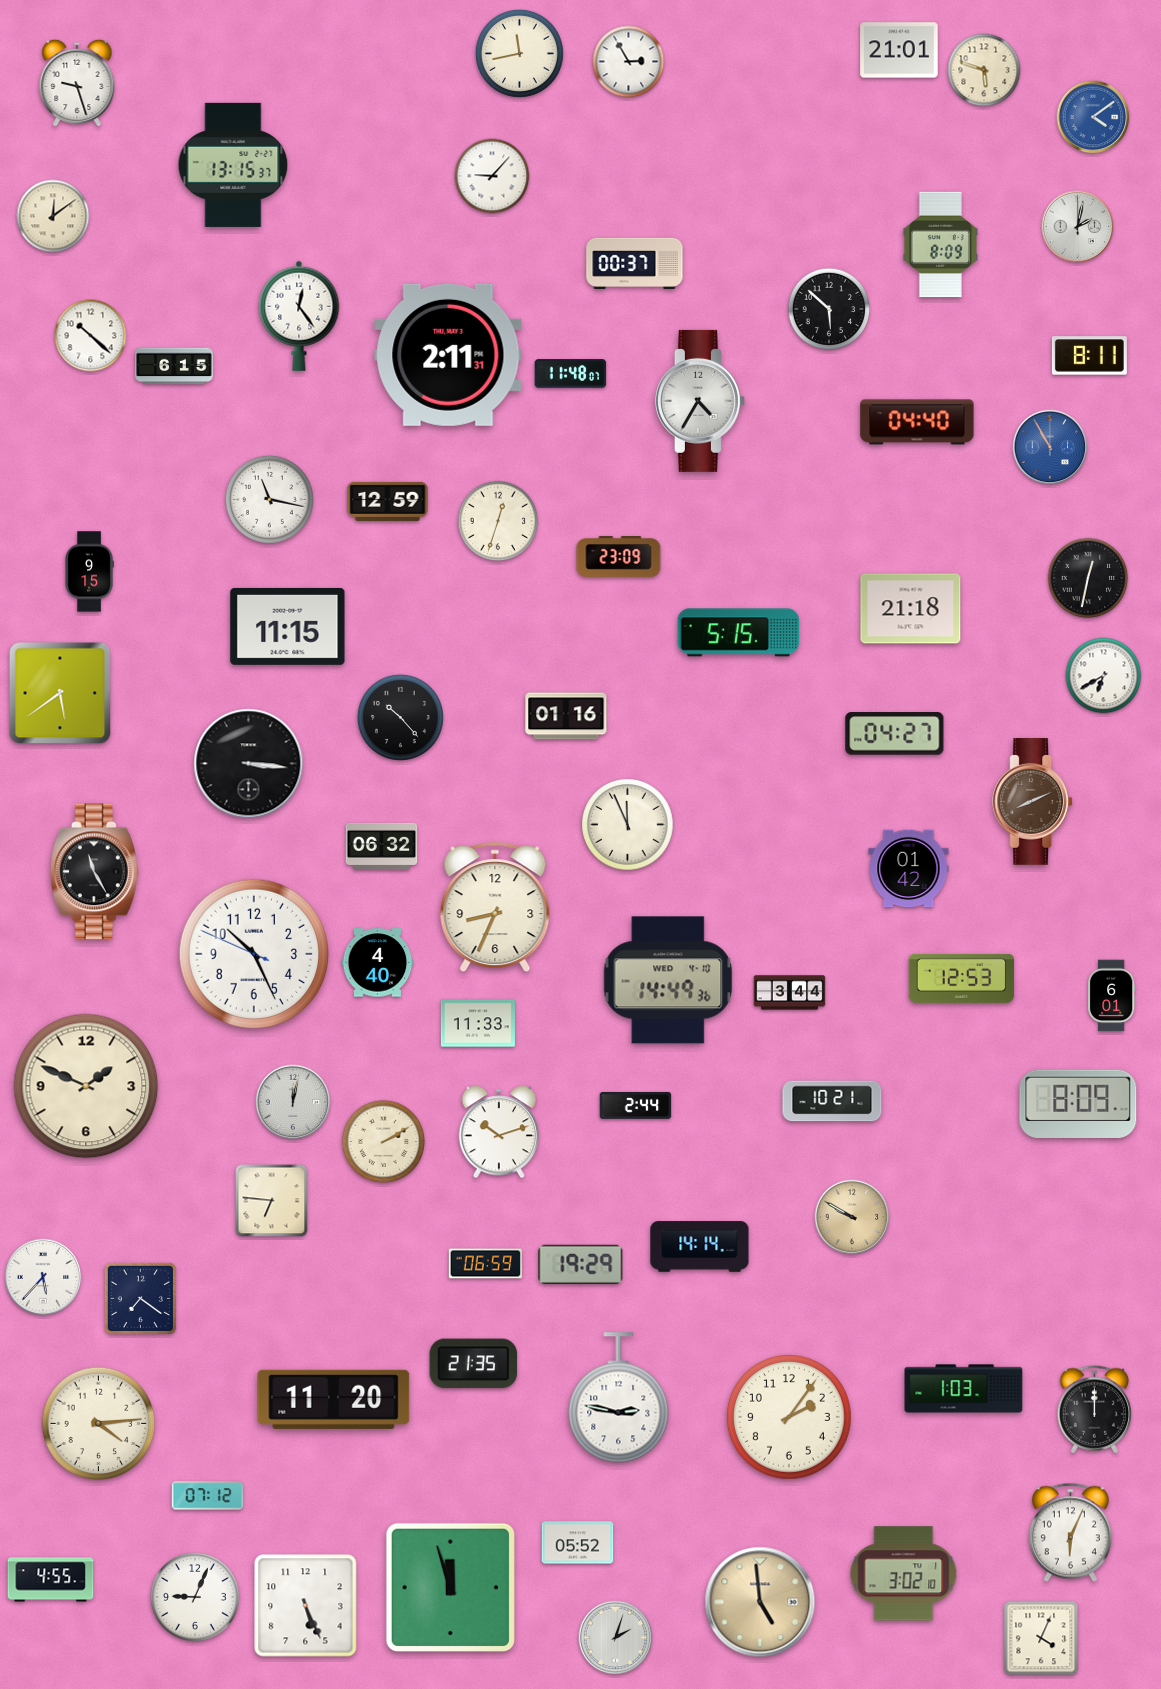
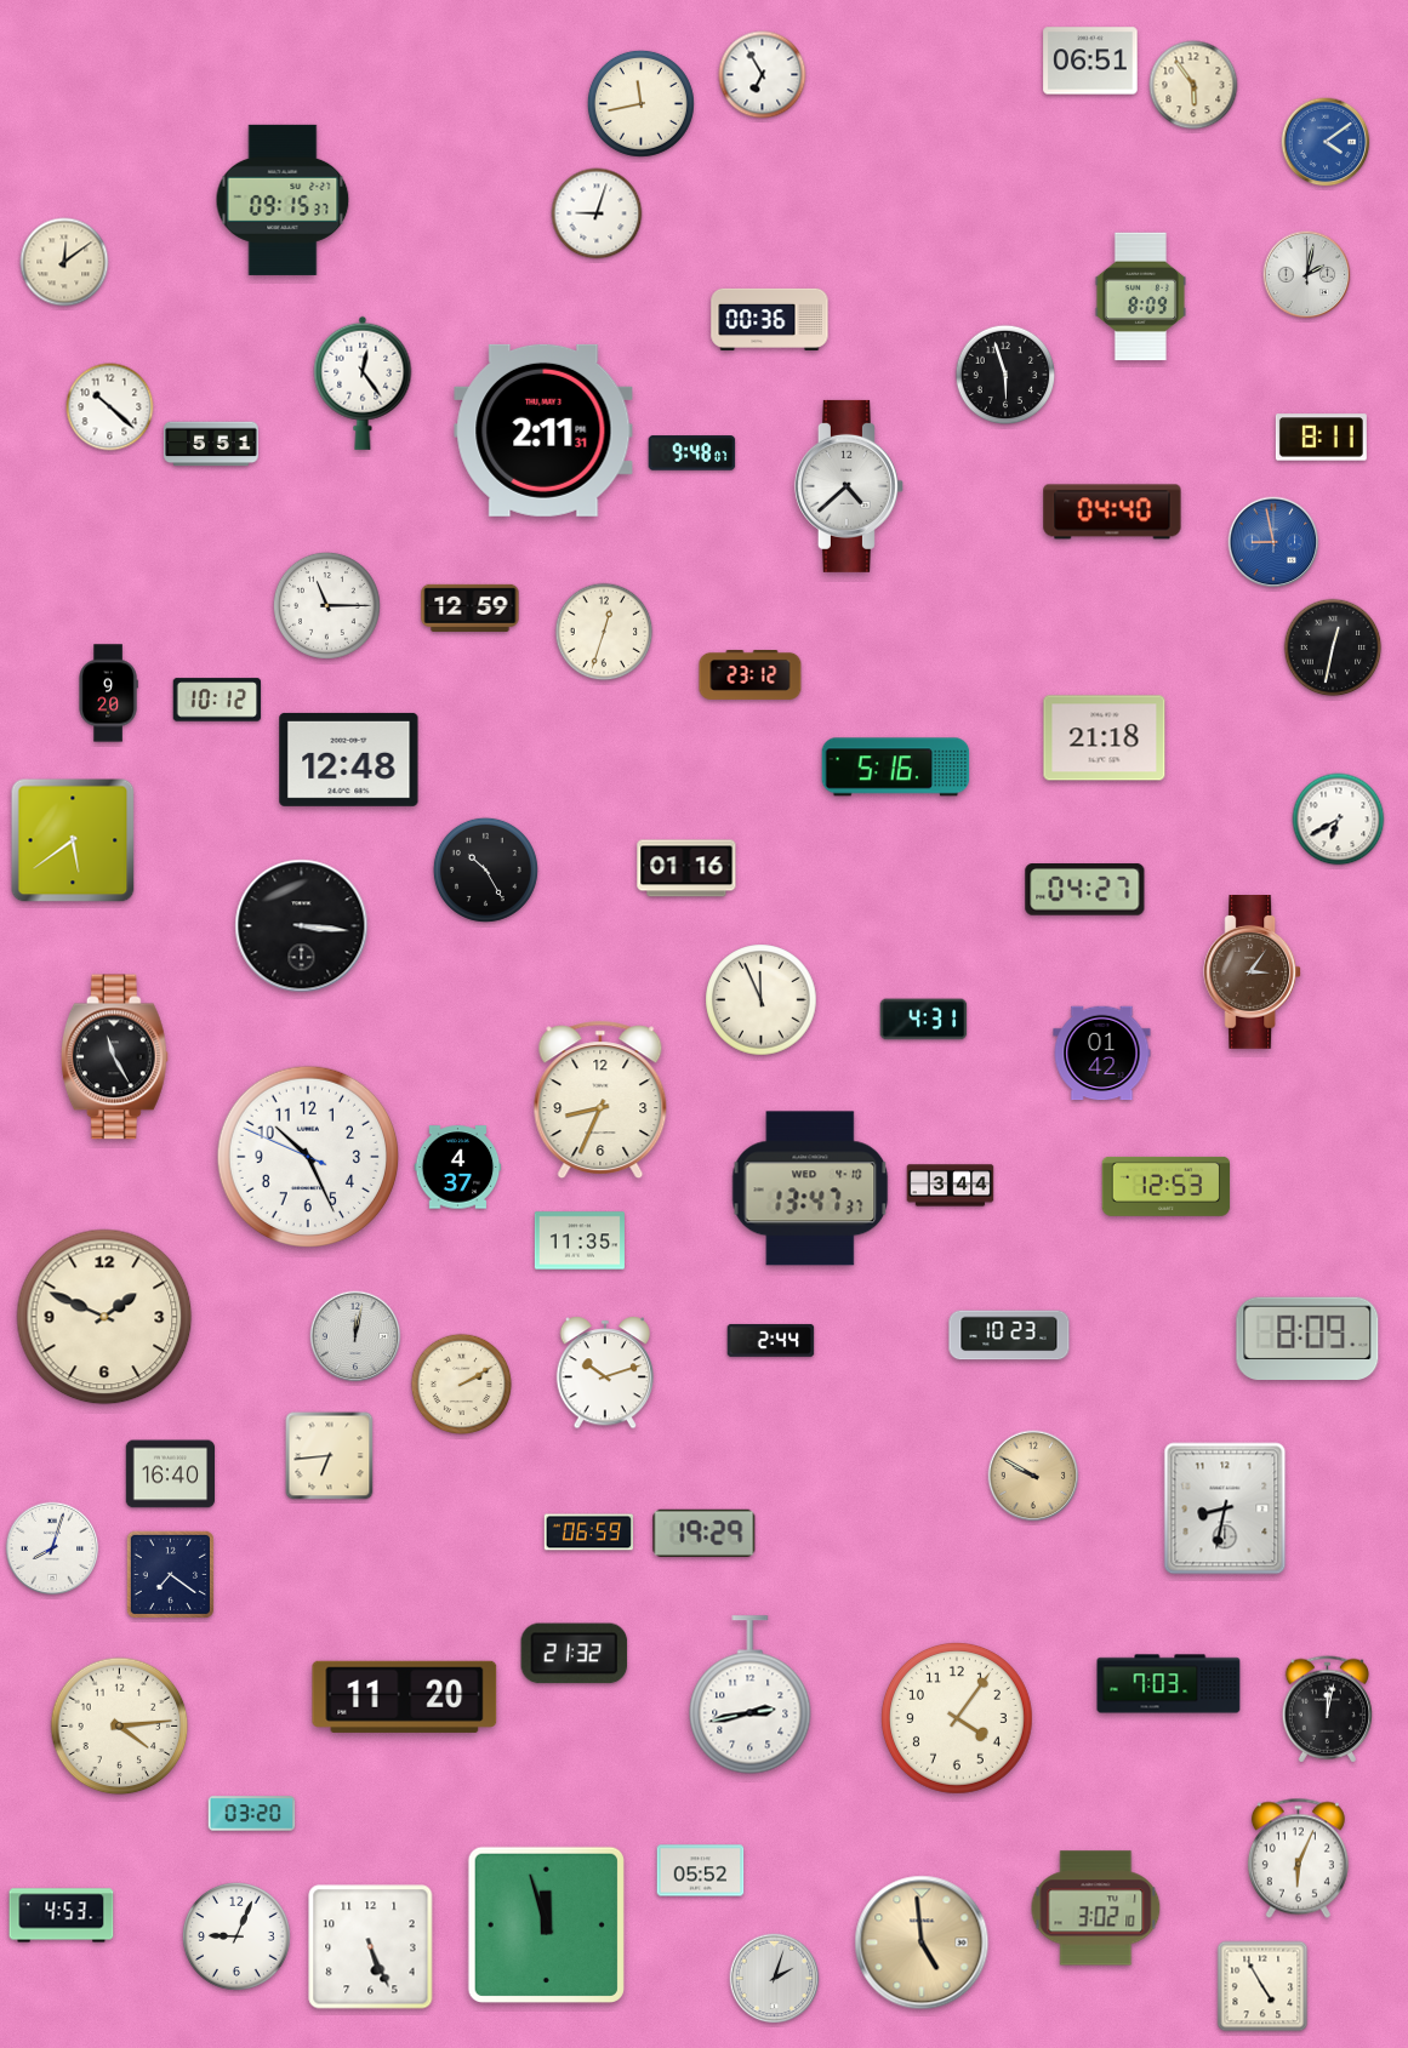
clock at (899, 50): 21:01 -> 06:51
clock at (519, 53) position: (519, 53) -> (640, 103)
clock at (629, 62): 2:55 -> 6:55
clock at (984, 70): 5:48 -> 5:54
clock at (77, 83): 9:27 -> none
clock at (233, 165): 13:15 -> 09:15
clock at (492, 176): 9:07 -> 9:03
clock at (635, 263): 00:37 -> 00:36
clock at (829, 309): 5:52 -> 5:57
clock at (1089, 356) position: (1089, 356) -> (1321, 438)
clock at (174, 366): 6:15 -> 5:51
clock at (571, 374): 11:48 -> 9:48
clock at (700, 401): 4:35 -> 4:38
clock at (1050, 447): 10:55 -> 8:58
clock at (269, 499): 11:17 -> 11:15
clock at (619, 557): 23:09 -> 23:12
clock at (89, 572): 9:15 -> 9:20
clock at (217, 700): none -> 10:12
clock at (1088, 578) position: (1088, 578) -> (1333, 648)
clock at (288, 626): 11:15 -> 12:48
clock at (739, 633): 5:15 -> 5:16
clock at (400, 717): 10:23 -> 10:25
clock at (1033, 802): 8:11 -> 3:06
clock at (924, 1020): none -> 4:31
clock at (382, 846): 06:32 -> none
clock at (378, 963): 4:40 -> 4:37
clock at (668, 980): 14:49 -> 13:47
clock at (790, 993) position: (790, 993) -> (951, 1186)
clock at (1111, 996): 6:01 -> none
clock at (478, 1023): 11:33 -> 11:35
clock at (832, 1101): 10:21 -> 10:23
clock at (384, 1142) position: (384, 1142) -> (462, 1385)
clock at (272, 1201): 6:46 -> 6:44
clock at (170, 1474): none -> 16:40
clock at (1225, 1508): none -> 8:32
clock at (700, 1247): 14:14 -> none
clock at (43, 1277): 5:37 -> 8:03
clock at (474, 1364): 21:35 -> 21:32
clock at (964, 1389): 1:03 -> 7:03
clock at (619, 1398): 2:47 -> 2:43
clock at (1095, 1410): 12:00 -> 12:02
clock at (789, 1417): 2:06 -> 4:06
clock at (208, 1496): 07:12 -> 03:20
clock at (51, 1580): 4:55 -> 4:53
clock at (616, 1638) position: (616, 1638) -> (775, 1979)
clock at (1041, 1638): 4:04 -> 4:55
